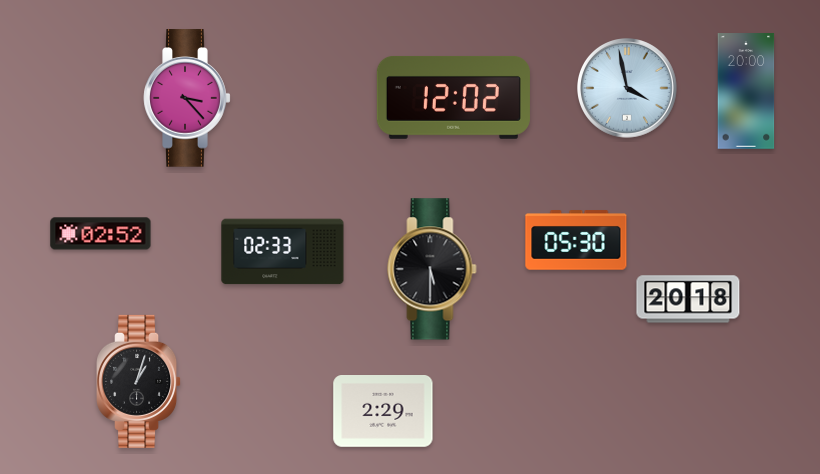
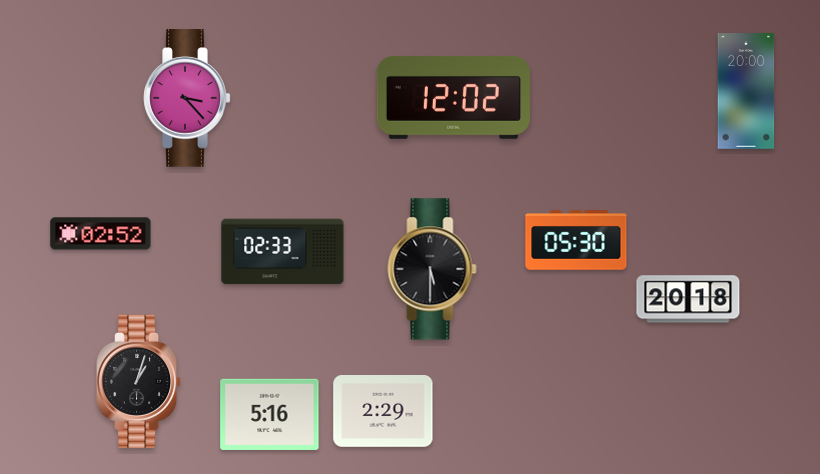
clock at (628, 89): 3:58 -> none
clock at (270, 414): none -> 5:16
